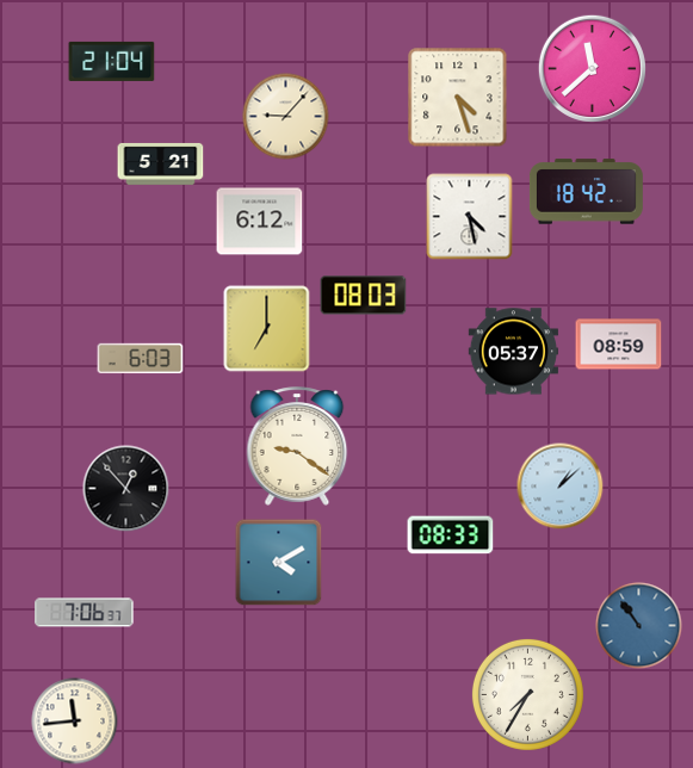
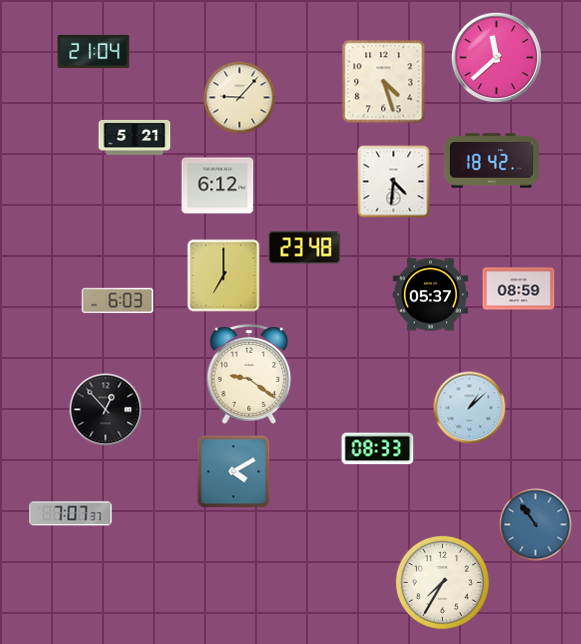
clock at (470, 217): 4:28 -> 4:31
clock at (364, 296): 08:03 -> 23:48
clock at (85, 613): 7:06 -> 7:07
clock at (75, 721): 11:44 -> none
